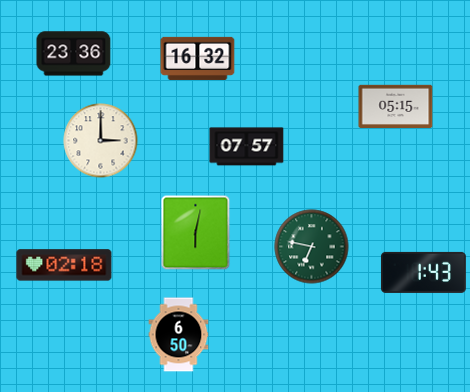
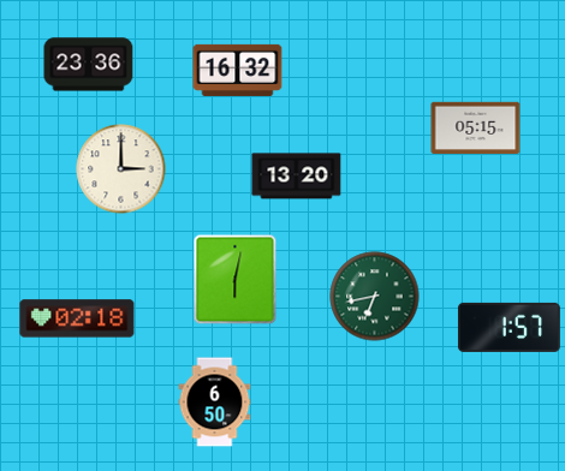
clock at (247, 147): 07:57 -> 13:20
clock at (312, 247): 6:47 -> 6:43
clock at (423, 272): 1:43 -> 1:57
